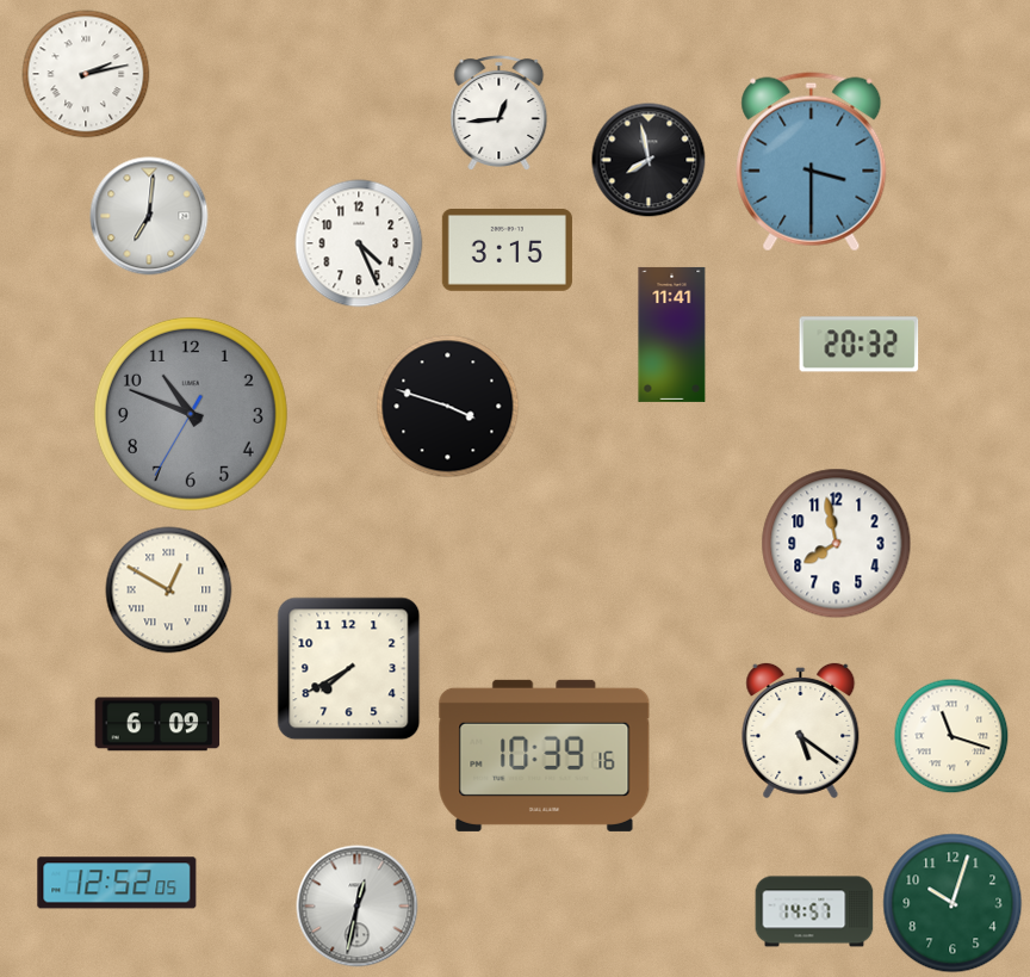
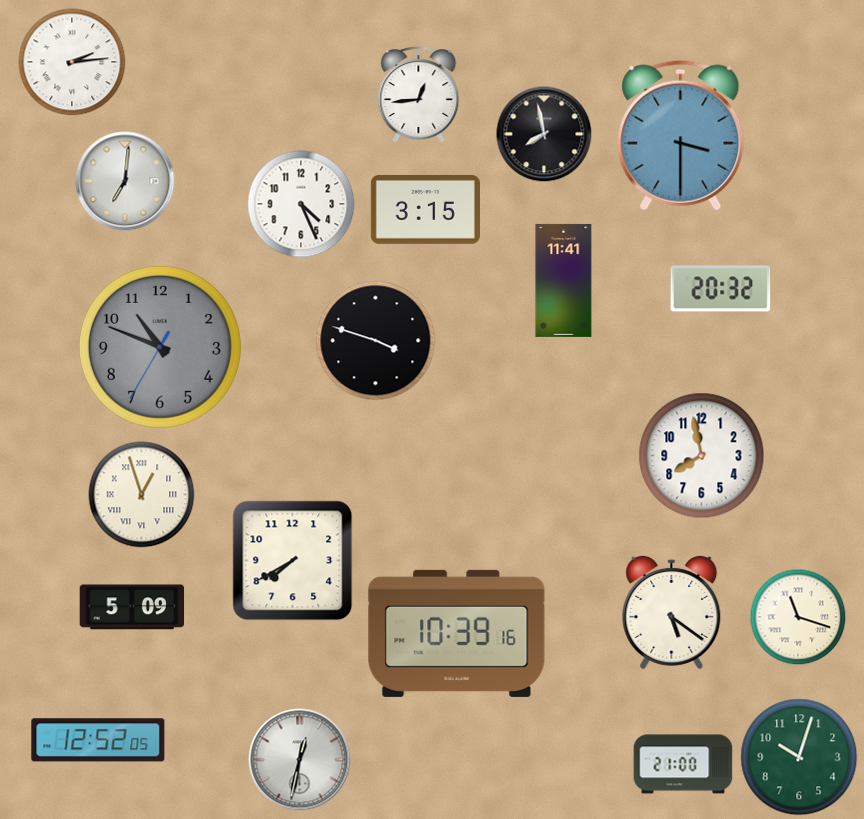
clock at (86, 74): 2:13 -> 2:14
clock at (169, 590): 12:50 -> 12:57
clock at (157, 724): 6:09 -> 5:09
clock at (814, 911): 14:57 -> 21:00
